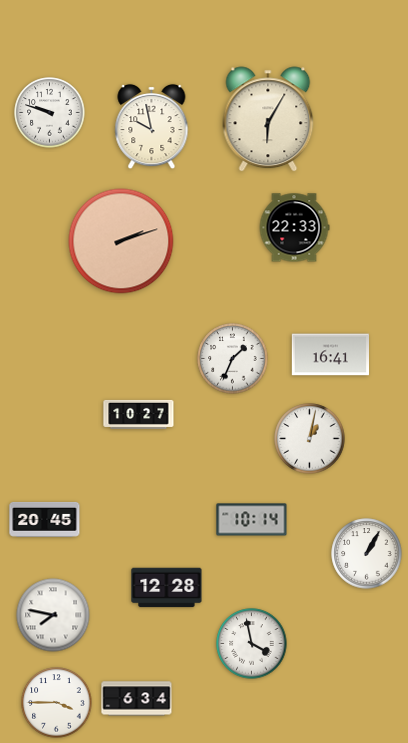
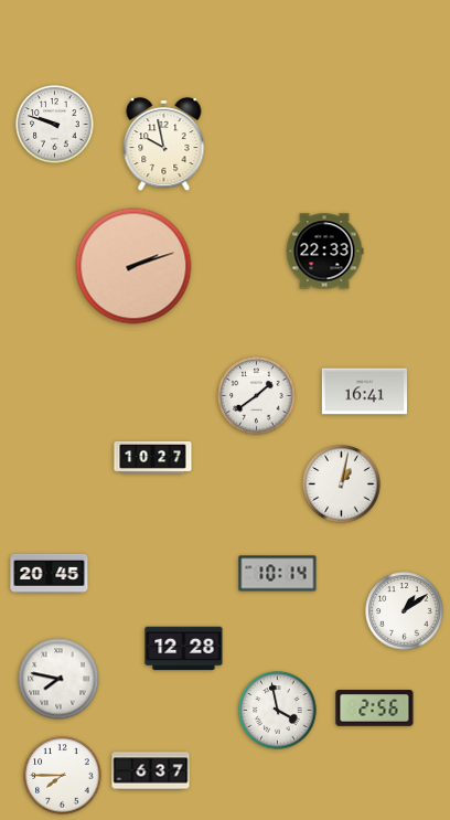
clock at (268, 119): 6:05 -> none
clock at (152, 127) position: (152, 127) -> (164, 145)
clock at (233, 359): 1:34 -> 1:39
clock at (367, 554): 1:05 -> 1:09
clock at (375, 709): none -> 2:56
clock at (137, 699): 6:34 -> 6:37
clock at (57, 703): 3:45 -> 7:45
